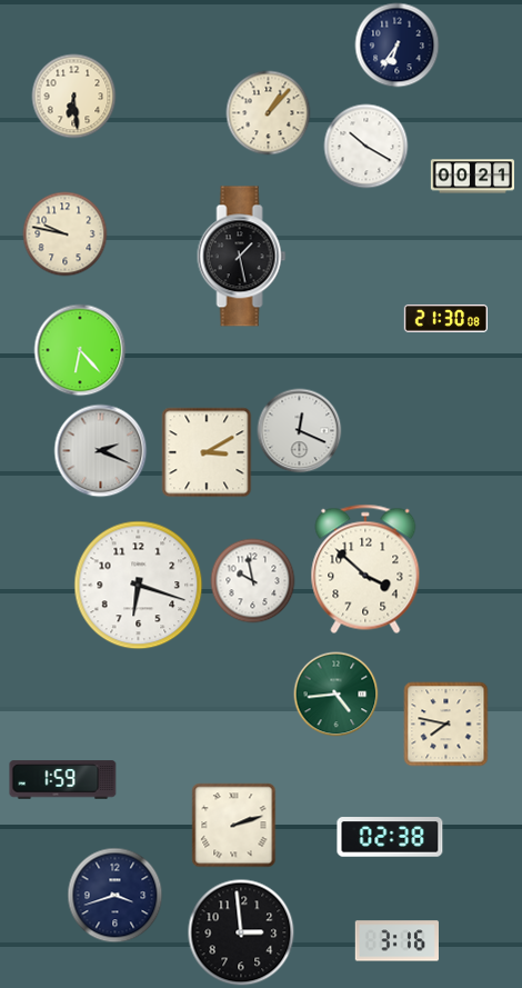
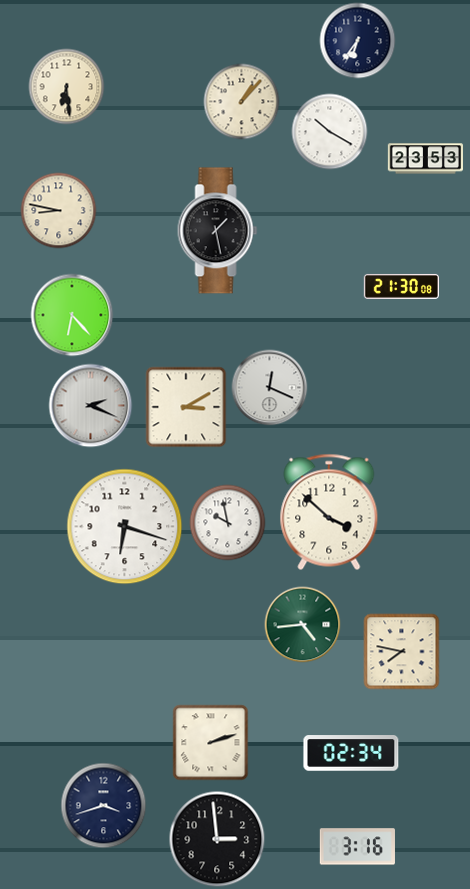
clock at (472, 177): 00:21 -> 23:53
clock at (66, 234): 9:47 -> 8:47
clock at (63, 780): 1:59 -> none
clock at (390, 837): 02:38 -> 02:34
